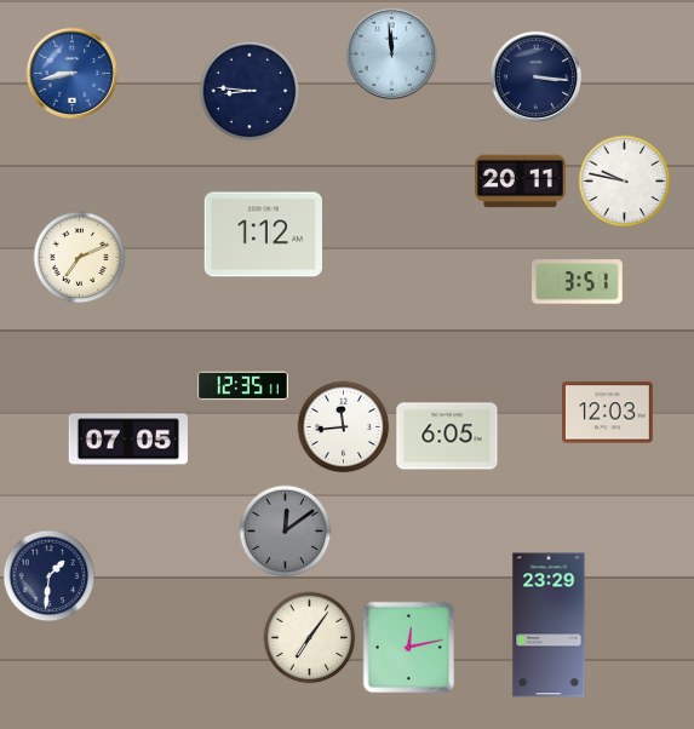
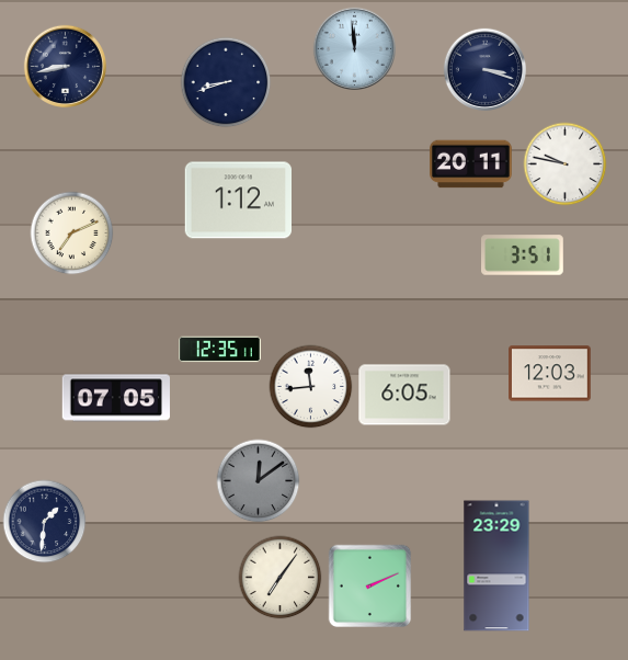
clock at (71, 73) dial: blue -> navy
clock at (535, 76): 3:16 -> 3:18
clock at (250, 91): 8:46 -> 8:42
clock at (263, 235) position: (263, 235) -> (238, 201)
clock at (409, 648): 12:13 -> 2:11
